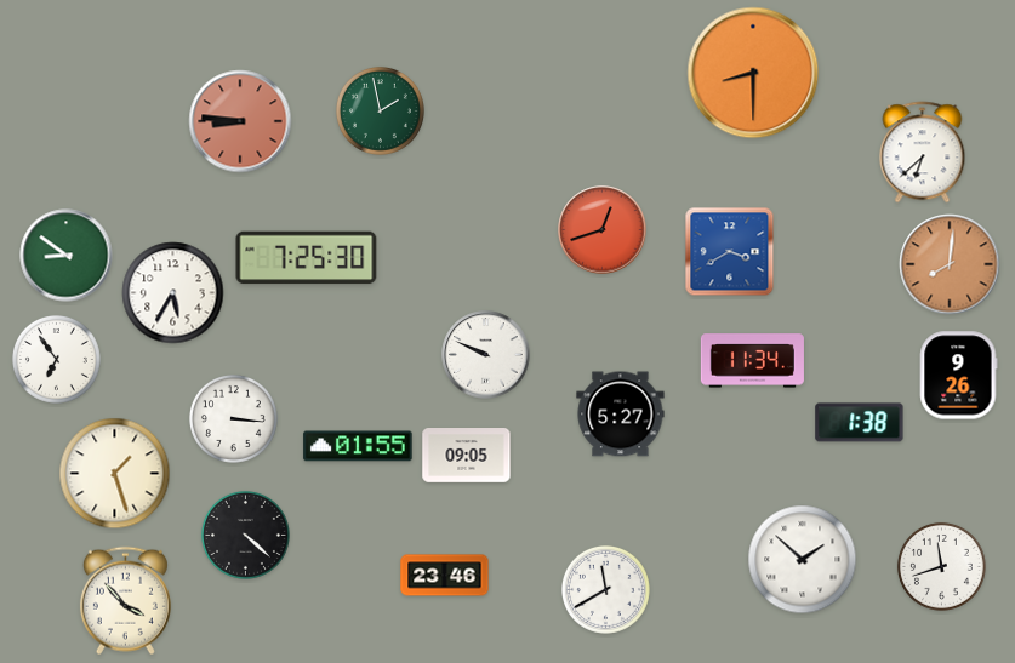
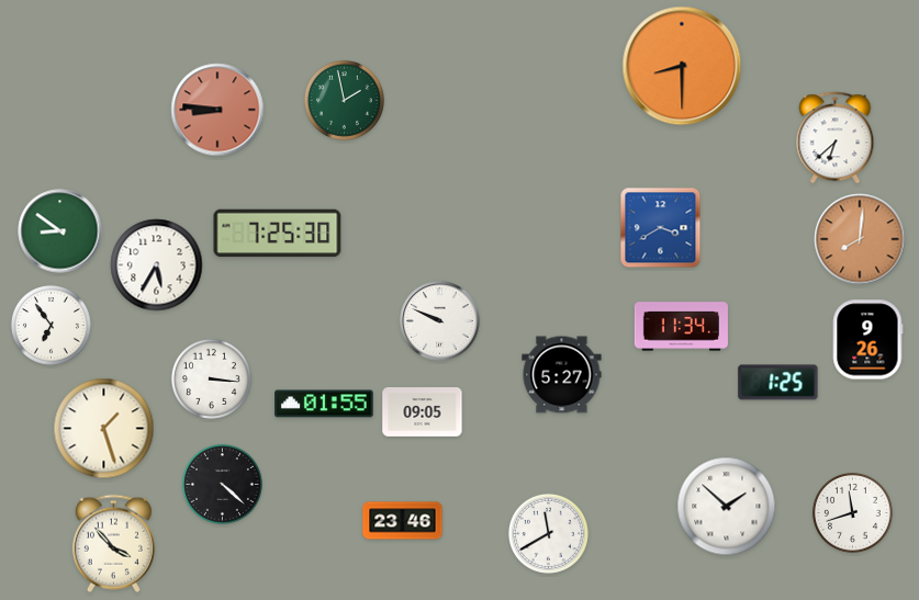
clock at (603, 230): 12:42 -> none
clock at (860, 423): 1:38 -> 1:25
